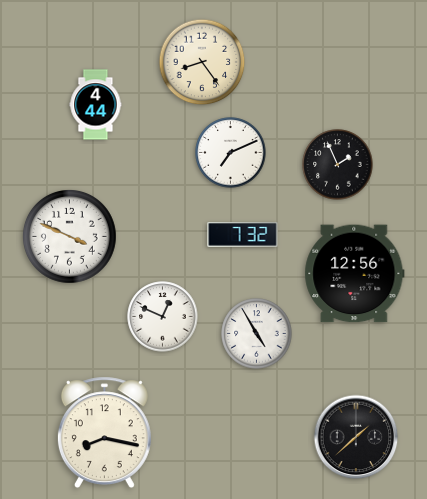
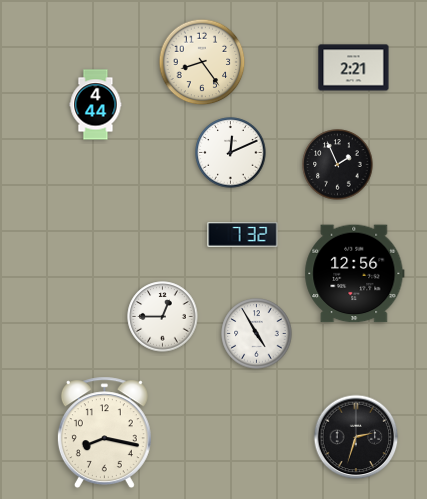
clock at (354, 68): none -> 2:21
clock at (231, 153): 7:11 -> 12:11
clock at (70, 237): 3:49 -> none
clock at (163, 317): 12:49 -> 12:45
clock at (356, 437): 1:38 -> 2:33
